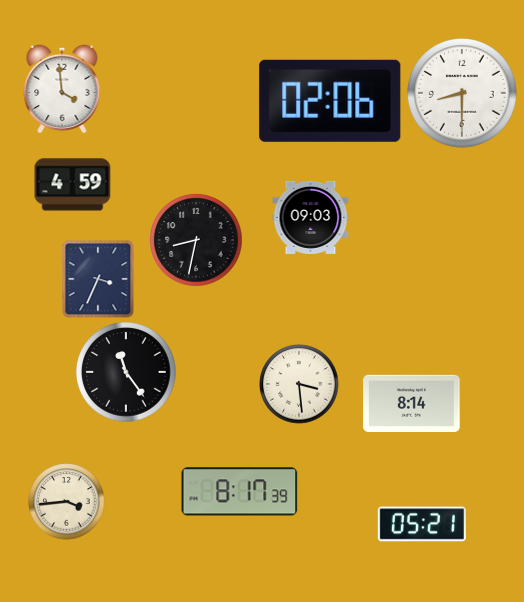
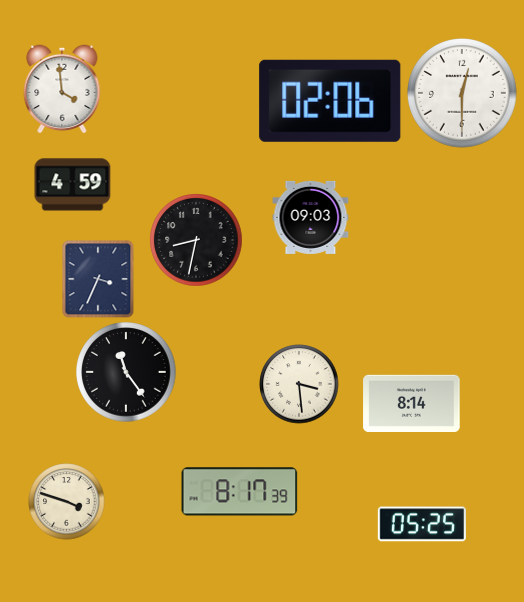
clock at (463, 94): 8:30 -> 12:30
clock at (67, 502): 3:44 -> 3:48
clock at (422, 524): 05:21 -> 05:25
